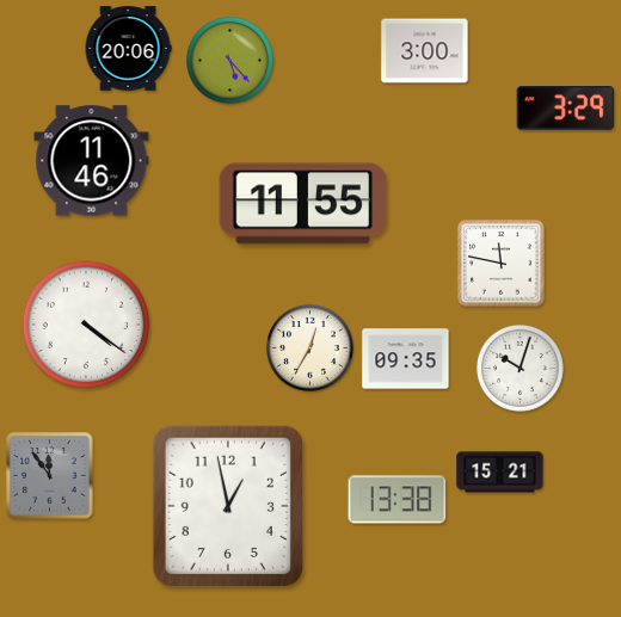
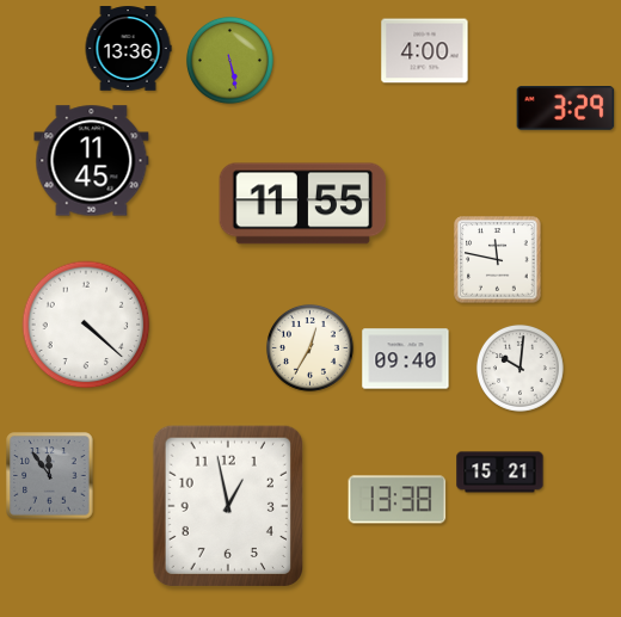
clock at (128, 49): 20:06 -> 13:36
clock at (425, 51): 3:00 -> 4:00
clock at (229, 60): 5:23 -> 5:28
clock at (92, 161): 11:46 -> 11:45
clock at (502, 264) position: (502, 264) -> (498, 260)
clock at (86, 325): 4:21 -> 4:22
clock at (406, 359): 09:35 -> 09:40
clock at (519, 368): 10:03 -> 10:01
